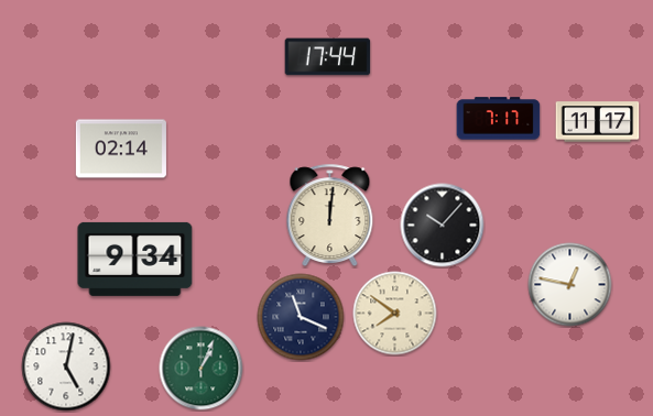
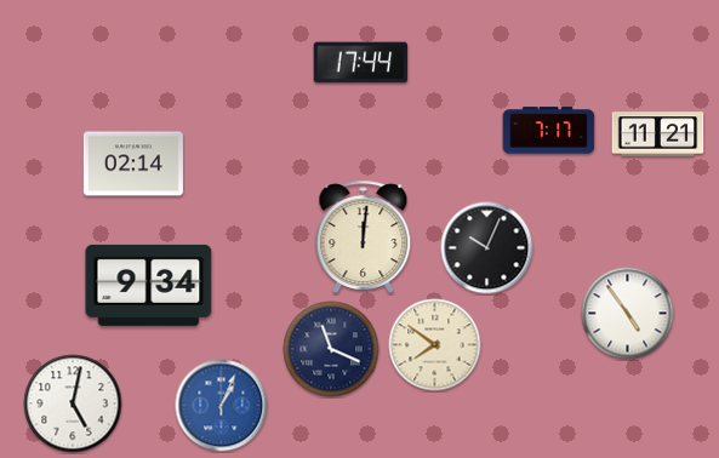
clock at (598, 122): 11:17 -> 11:21
clock at (443, 226): 10:07 -> 10:04
clock at (570, 285): 12:47 -> 4:54
clock at (202, 369) dial: green -> blue
